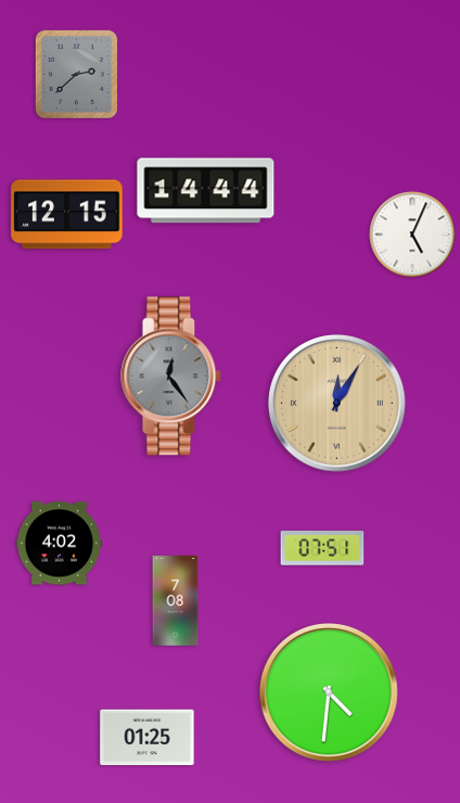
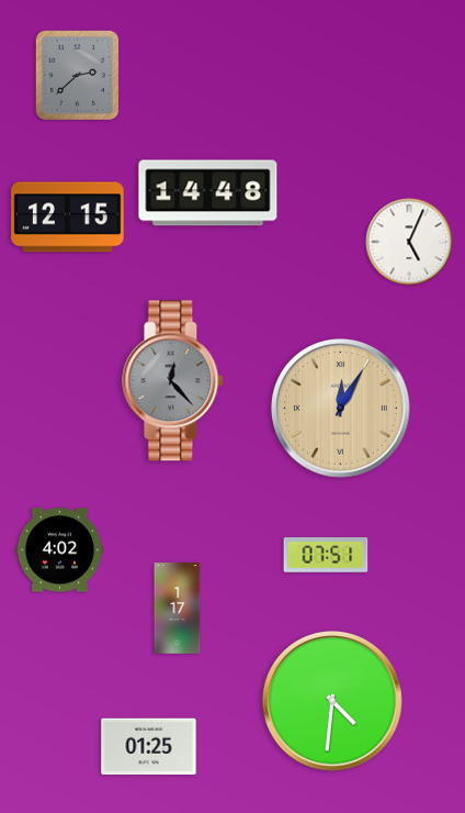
clock at (206, 191): 14:44 -> 14:48
clock at (412, 234) position: (412, 234) -> (409, 242)
clock at (171, 377): 12:24 -> 12:23
clock at (176, 601): 7:08 -> 1:17
